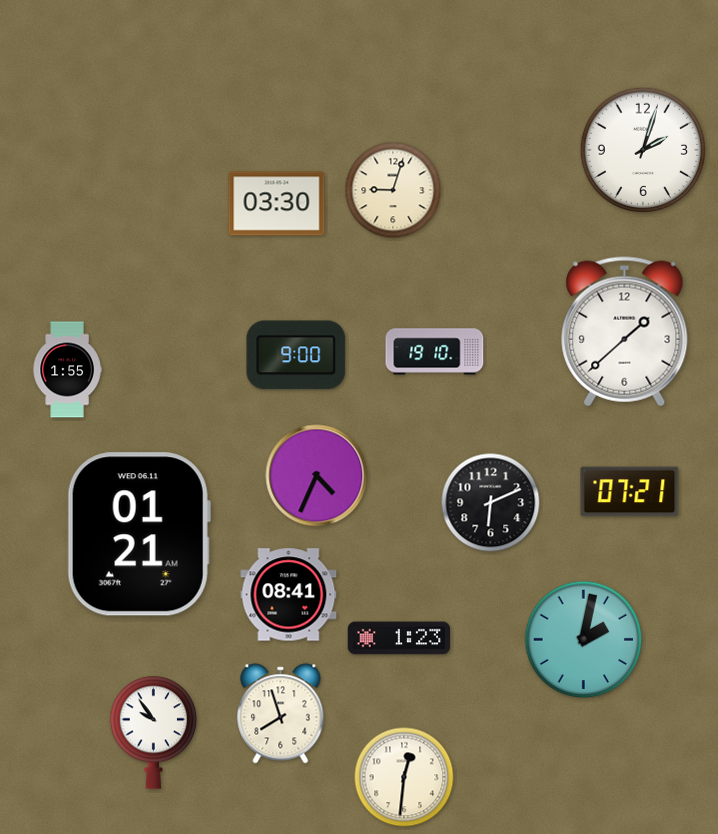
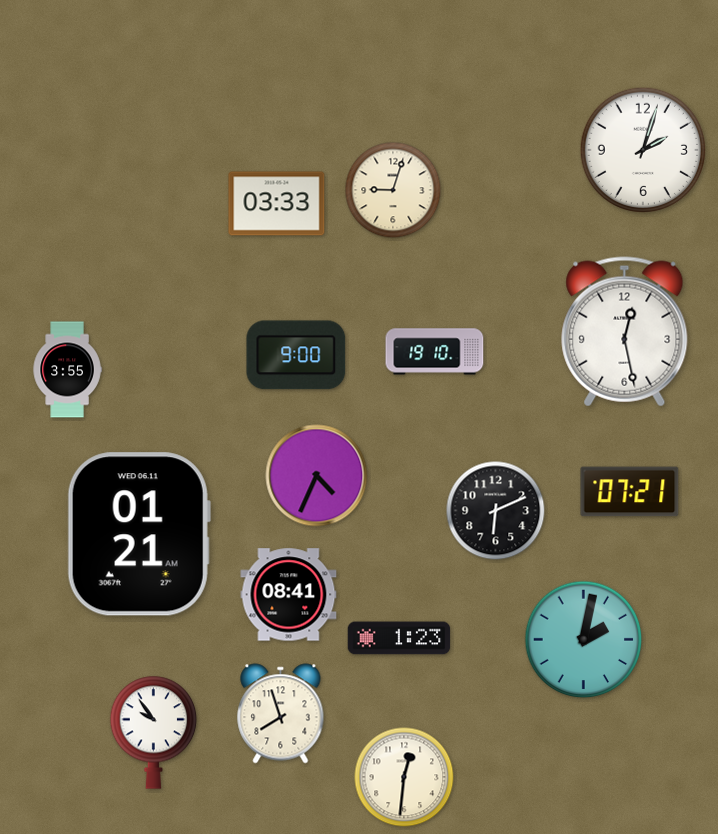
clock at (277, 204): 03:30 -> 03:33
clock at (625, 332): 1:38 -> 12:28
clock at (67, 370): 1:55 -> 3:55
clock at (491, 503) position: (491, 503) -> (496, 511)
